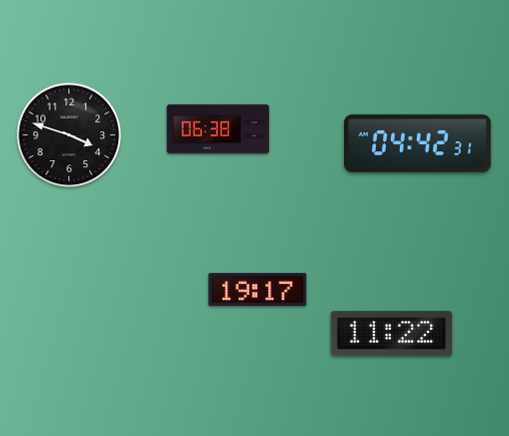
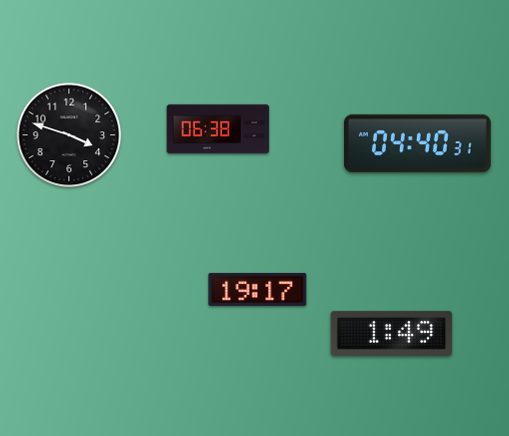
clock at (417, 144): 04:42 -> 04:40
clock at (392, 333): 11:22 -> 1:49
